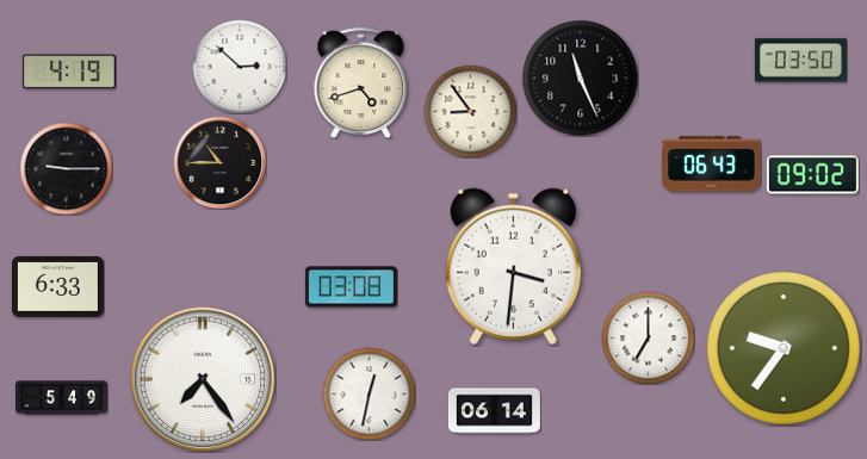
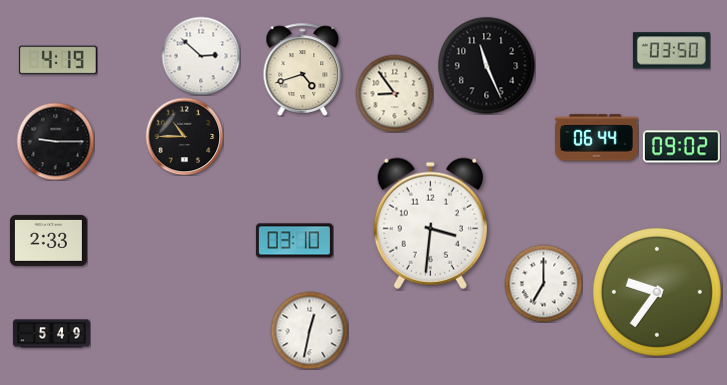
clock at (712, 165): 06:43 -> 06:44
clock at (57, 286): 6:33 -> 2:33
clock at (351, 287): 03:08 -> 03:10
clock at (203, 379): 7:24 -> none
clock at (494, 411): 06:14 -> none
